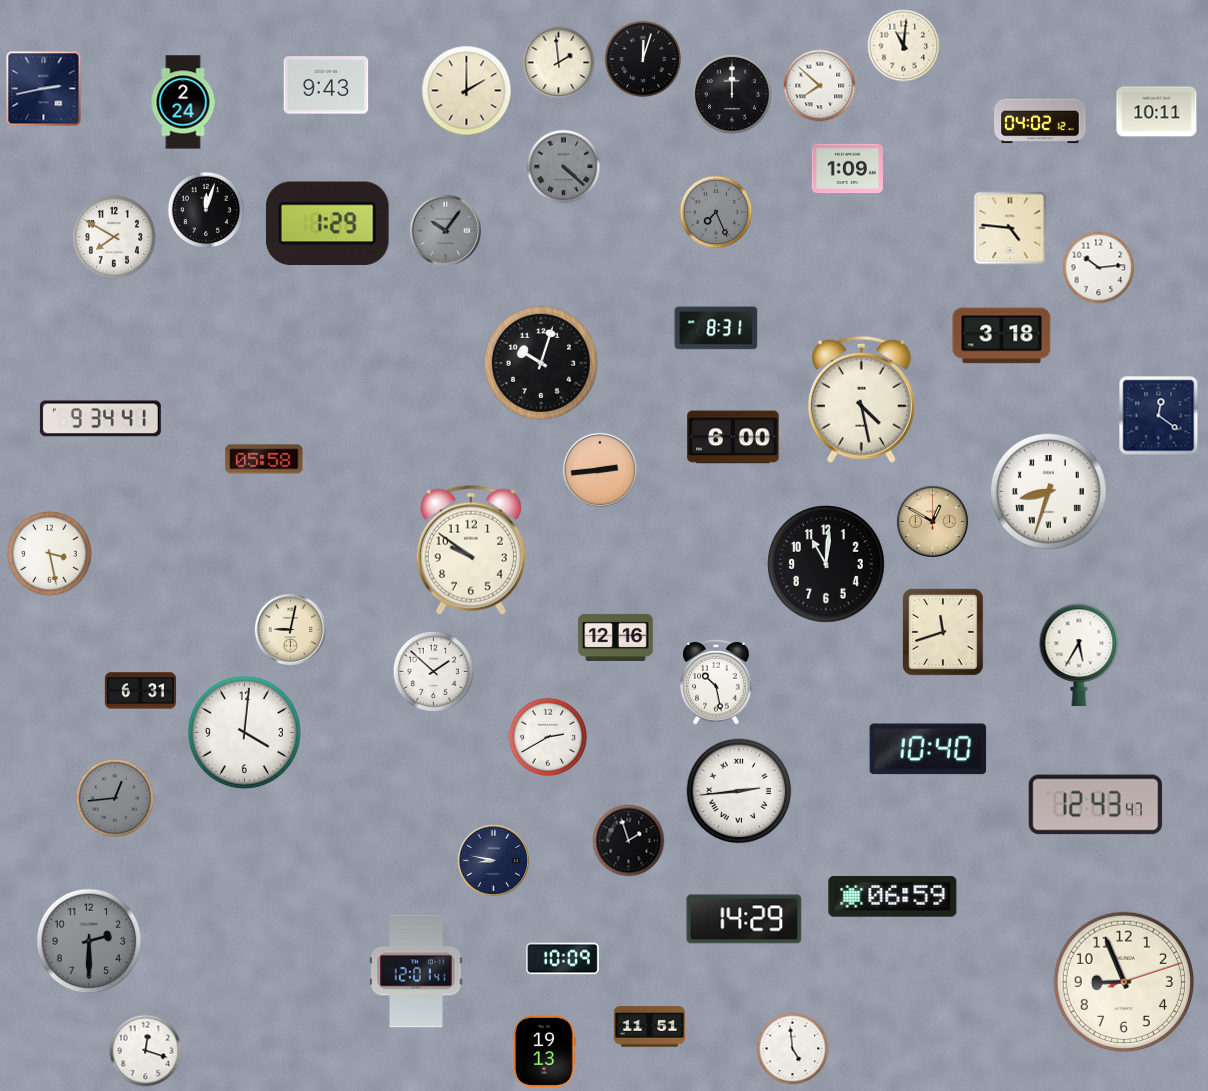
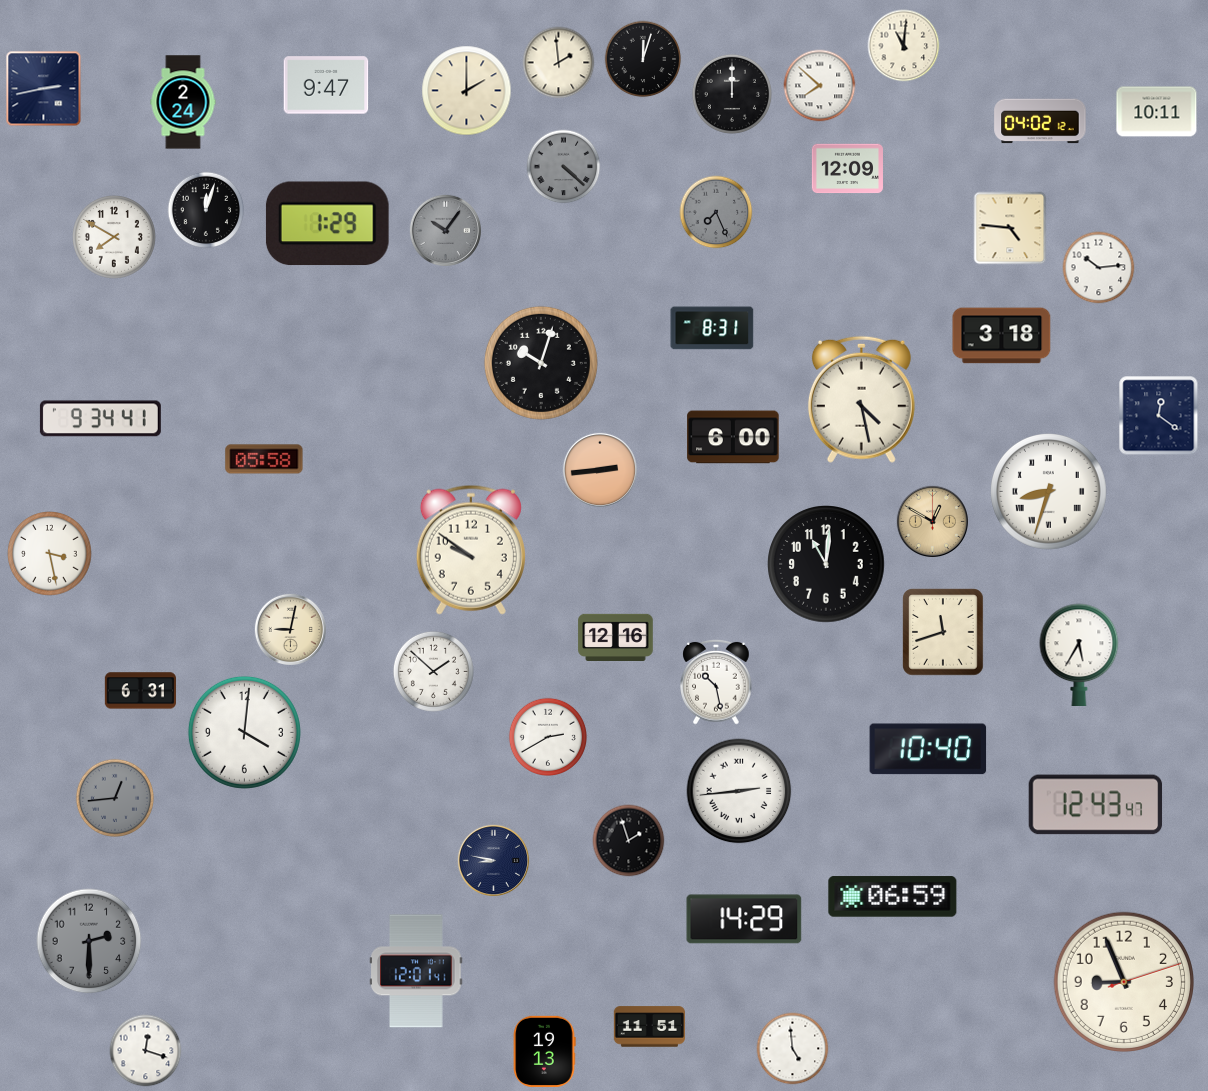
clock at (326, 85): 9:43 -> 9:47
clock at (847, 169): 1:09 -> 12:09
clock at (716, 328) position: (716, 328) -> (712, 328)
clock at (562, 959): 10:09 -> none
